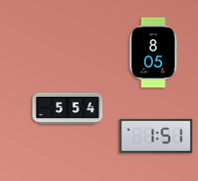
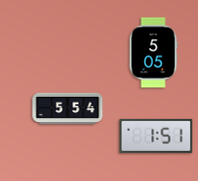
clock at (153, 53): 8:05 -> 5:05
